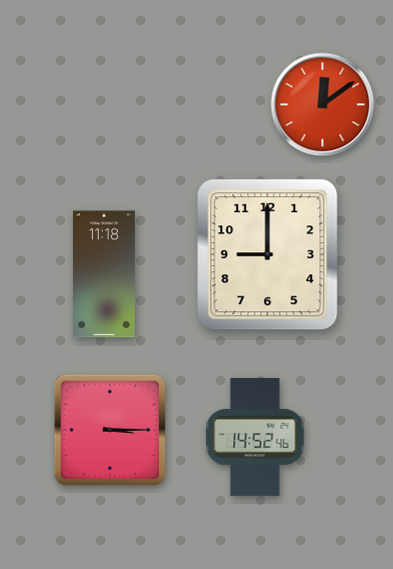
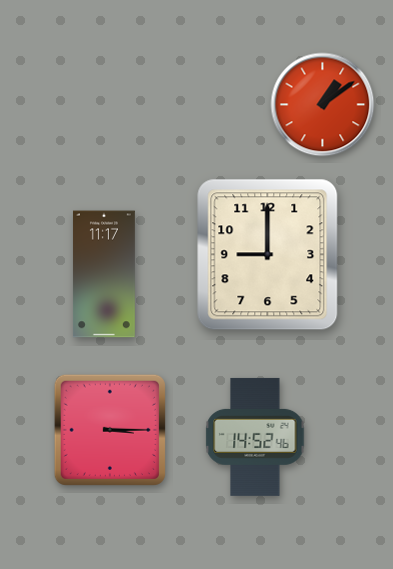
clock at (323, 105): 12:09 -> 1:09
clock at (104, 274): 11:18 -> 11:17
